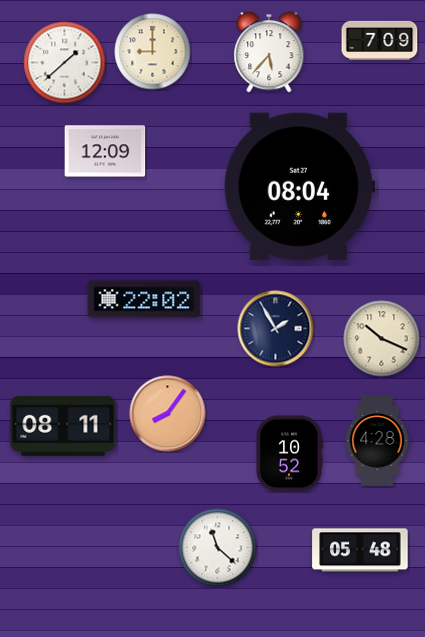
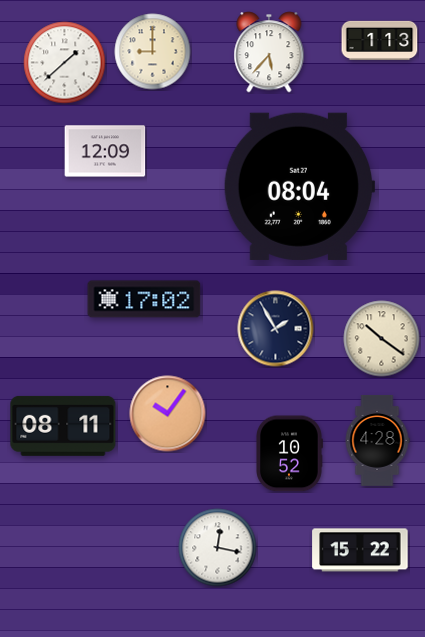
clock at (380, 40): 7:09 -> 1:13
clock at (144, 299): 22:02 -> 17:02
clock at (382, 339): 10:19 -> 10:21
clock at (168, 414): 8:06 -> 10:06
clock at (218, 548): 11:22 -> 12:17
clock at (360, 550): 05:48 -> 15:22
